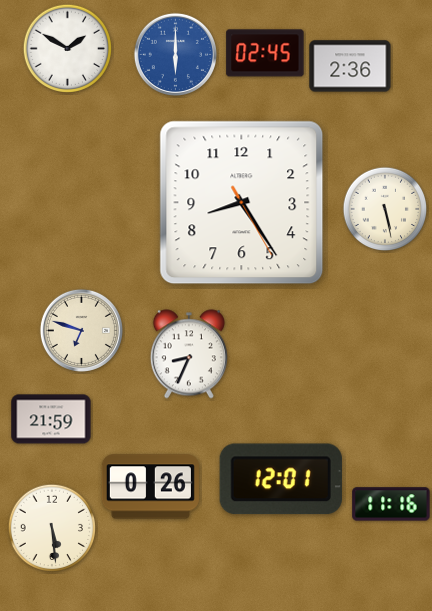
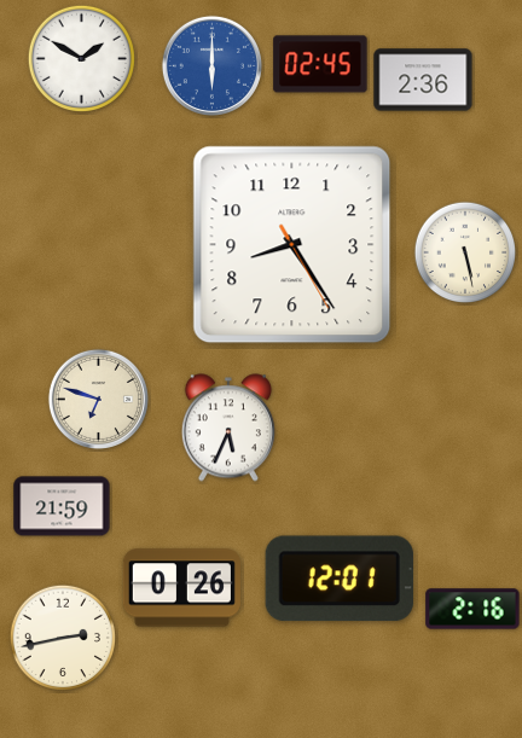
clock at (189, 354): 8:34 -> 5:34
clock at (391, 504): 11:16 -> 2:16
clock at (52, 528): 5:29 -> 2:43
